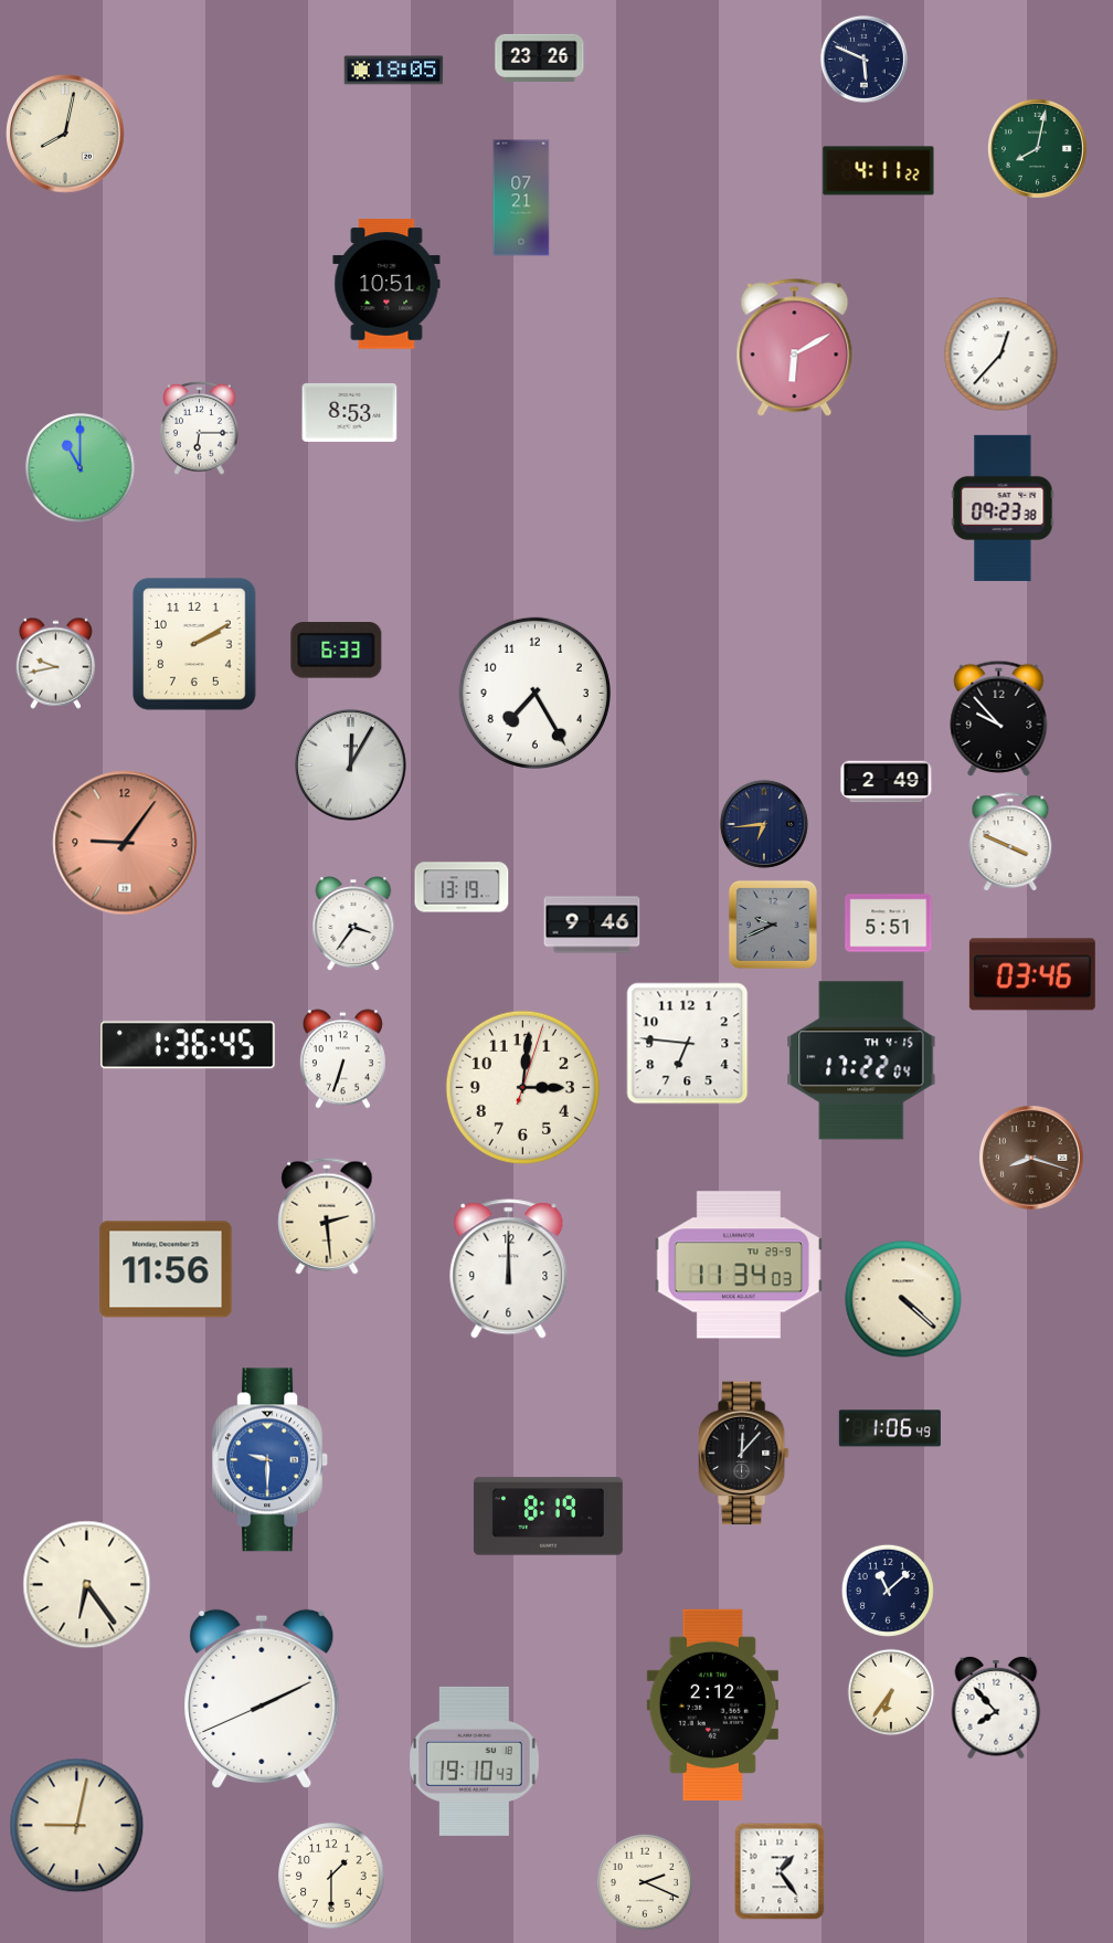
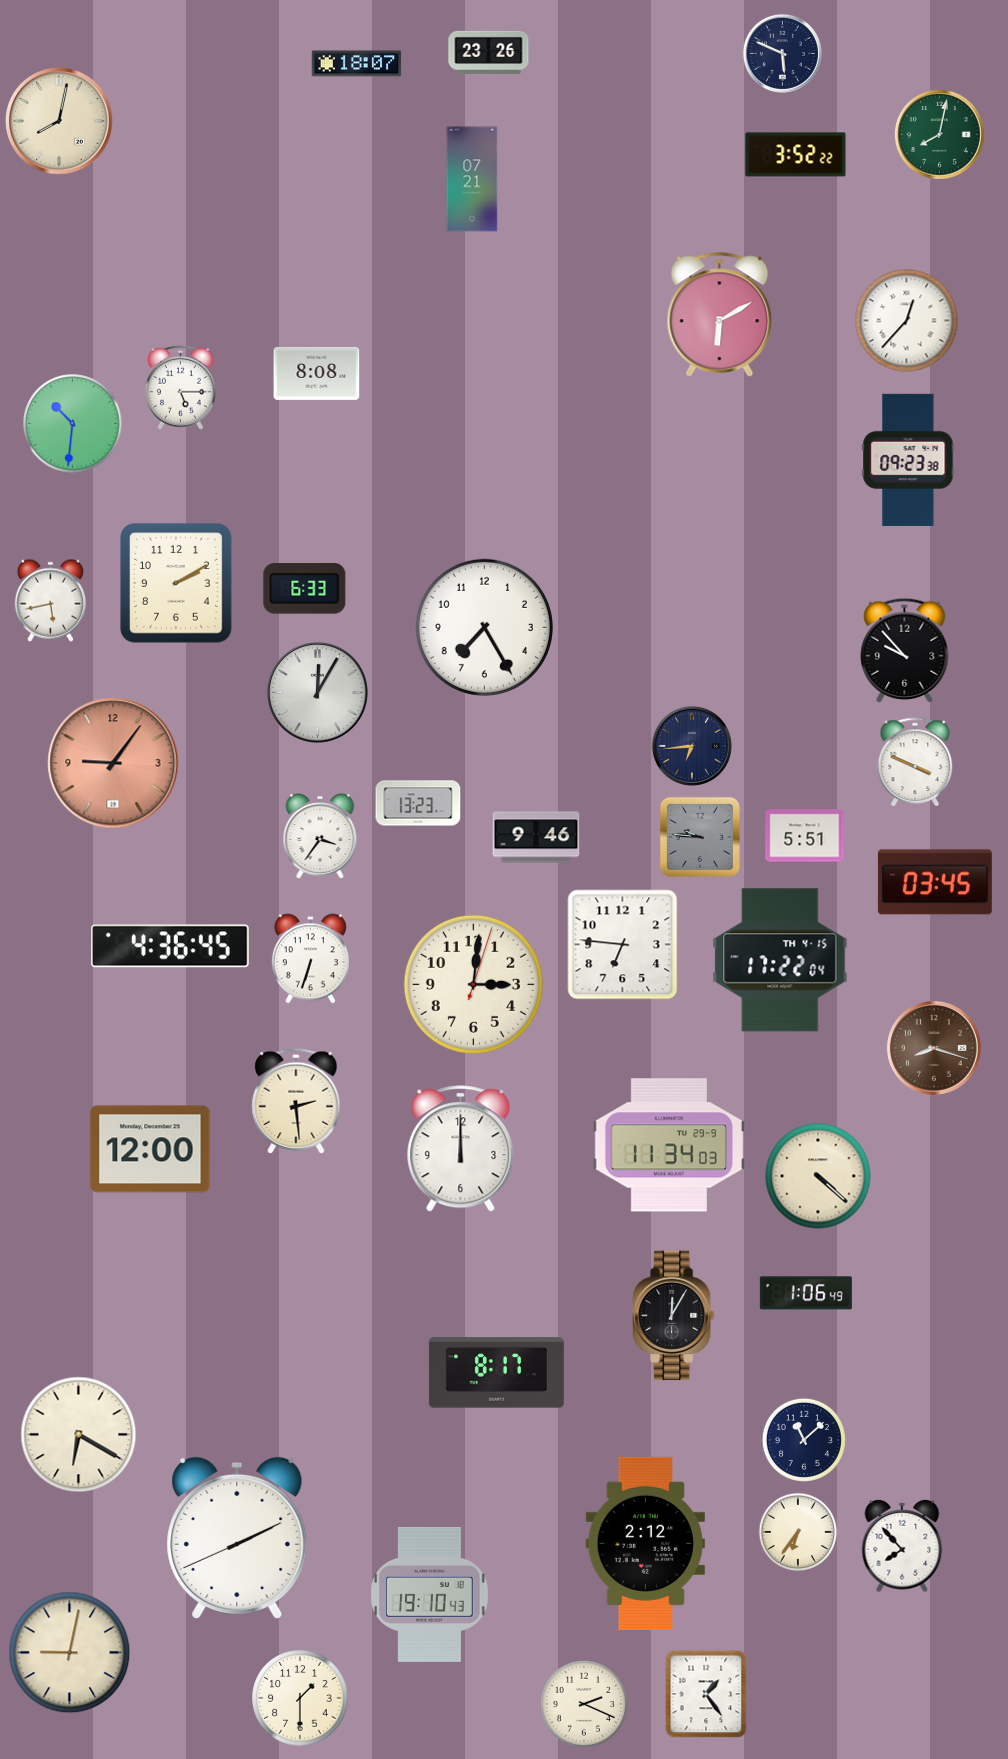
clock at (394, 71): 18:05 -> 18:07
clock at (879, 171): 4:11 -> 3:52
clock at (386, 284): 10:51 -> none
clock at (350, 412): 8:53 -> 8:08
clock at (199, 427): 6:15 -> 5:15
clock at (81, 468): 11:00 -> 10:31
clock at (56, 663): 9:43 -> 5:43
clock at (887, 782): 2:49 -> none
clock at (462, 887): 13:19 -> 13:23
clock at (773, 925): 9:41 -> 9:46
clock at (1032, 974): 03:46 -> 03:45
clock at (189, 1045): 1:36 -> 4:36
clock at (166, 1269): 11:56 -> 12:00
clock at (743, 1454): 12:07 -> 12:05
clock at (271, 1460): 9:30 -> none
clock at (548, 1517): 8:19 -> 8:17
clock at (87, 1585): 6:24 -> 6:20
clock at (891, 1692) position: (891, 1692) -> (798, 1532)
